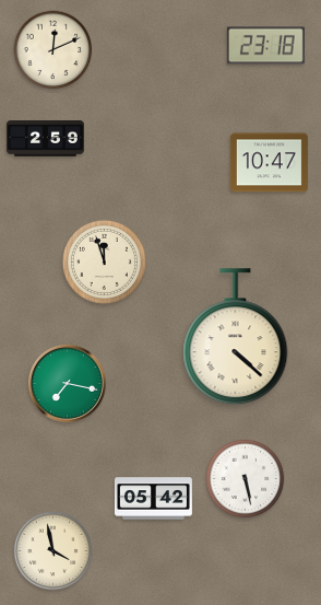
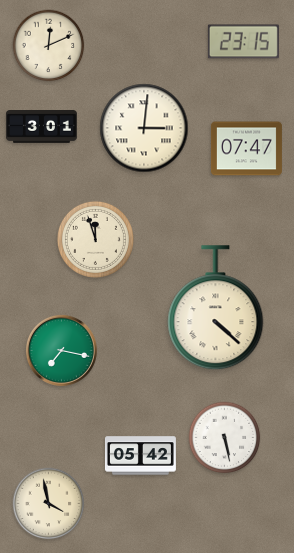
clock at (265, 46): 23:18 -> 23:15
clock at (45, 139): 2:59 -> 3:01
clock at (144, 128): none -> 3:01
clock at (269, 163): 10:47 -> 07:47
